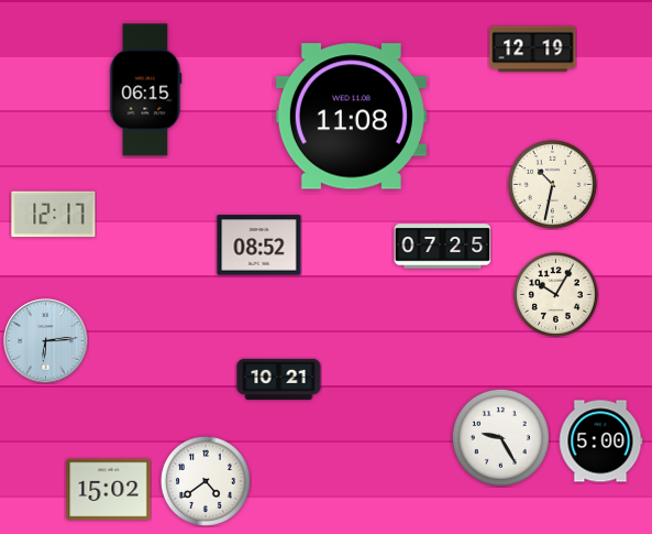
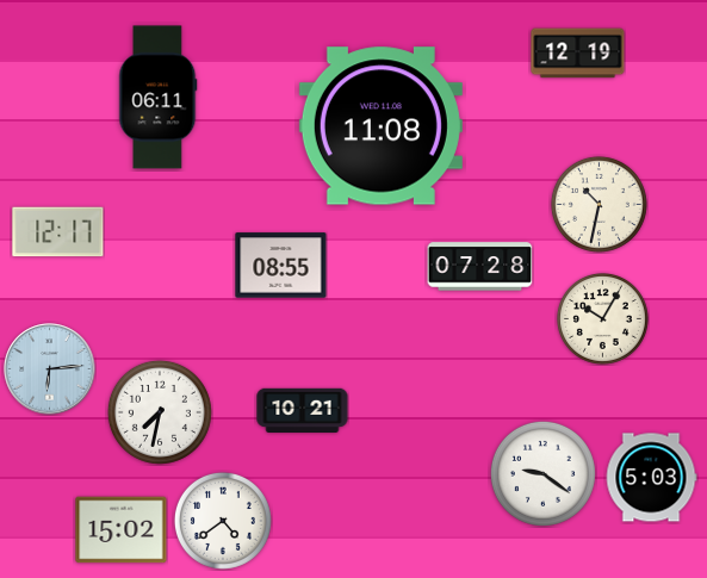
clock at (146, 90): 06:15 -> 06:11
clock at (552, 184) position: (552, 184) -> (599, 204)
clock at (259, 246): 08:52 -> 08:55
clock at (443, 247): 07:25 -> 07:28
clock at (160, 412): none -> 7:32
clock at (500, 437): 9:25 -> 9:21
clock at (600, 442): 5:00 -> 5:03
clock at (109, 490) position: (109, 490) -> (122, 530)
